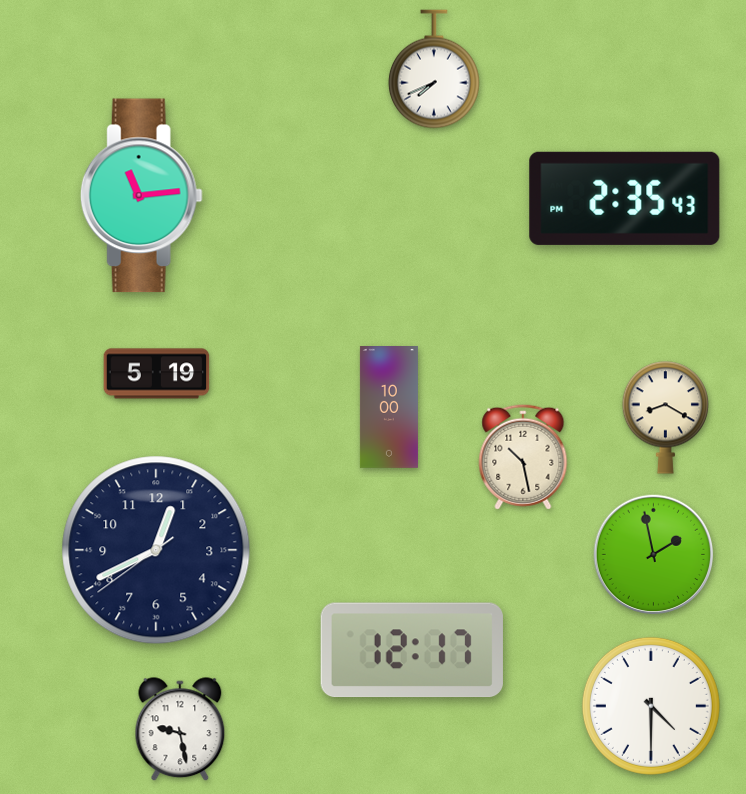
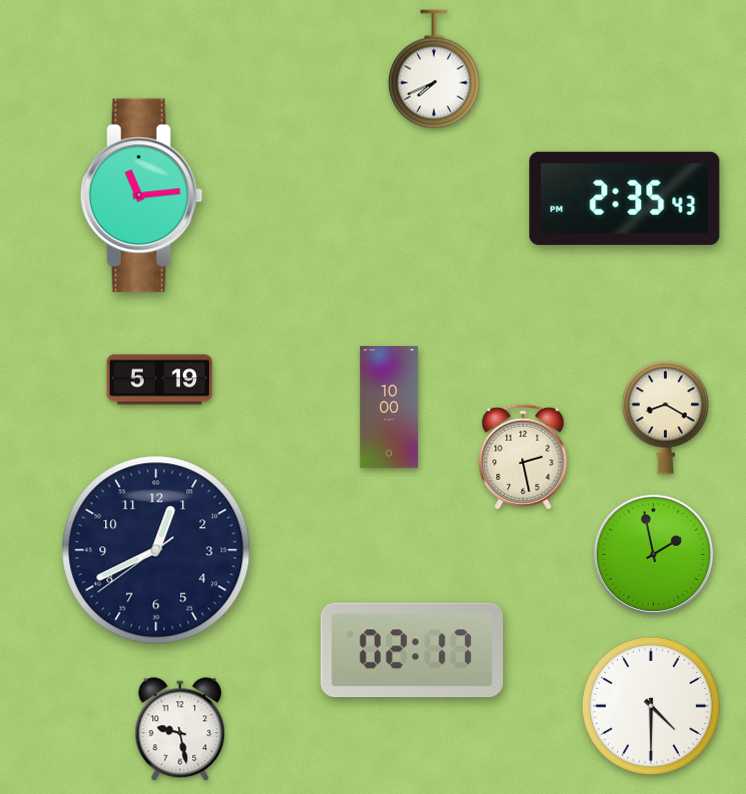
clock at (157, 374) position: (157, 374) -> (160, 380)
clock at (523, 457): 10:28 -> 2:28
clock at (412, 650): 12:17 -> 02:17
